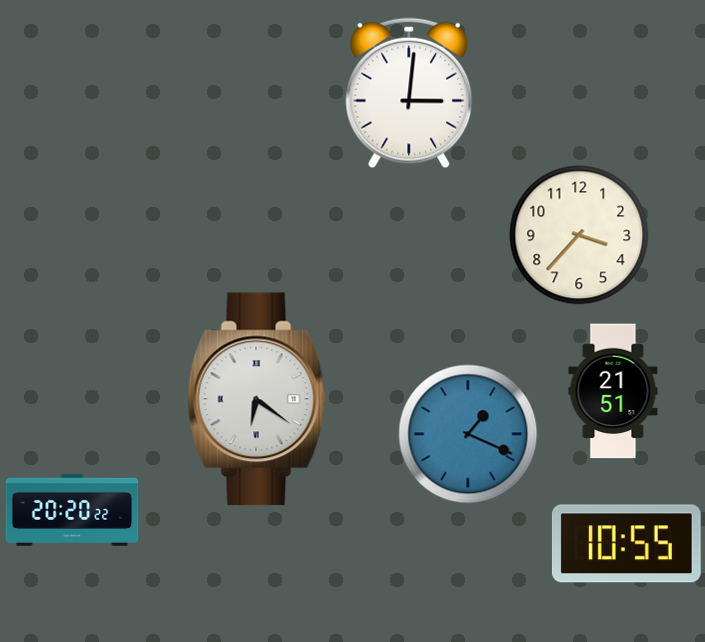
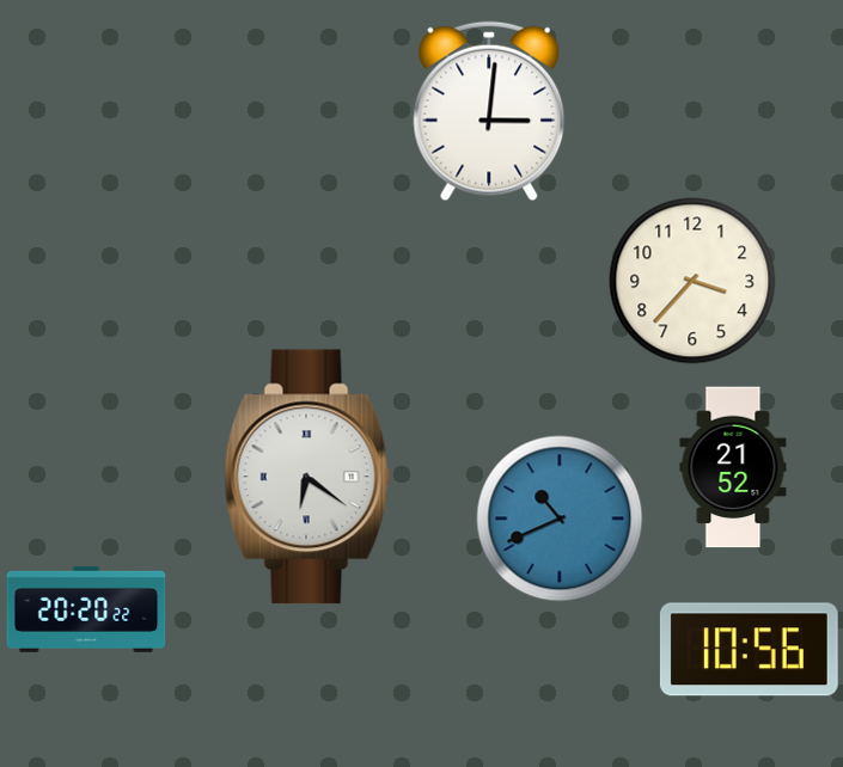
clock at (613, 391): 21:51 -> 21:52
clock at (468, 434): 1:19 -> 10:41
clock at (626, 544): 10:55 -> 10:56
